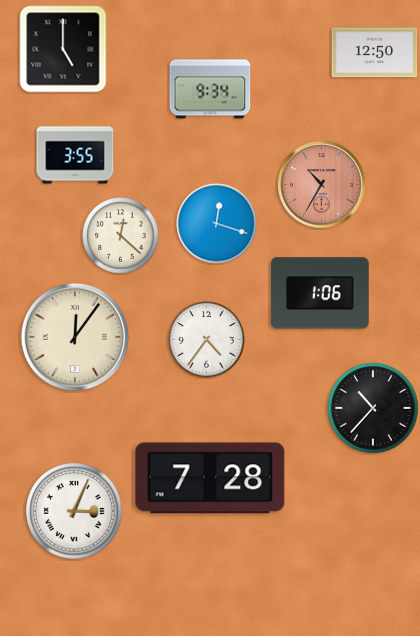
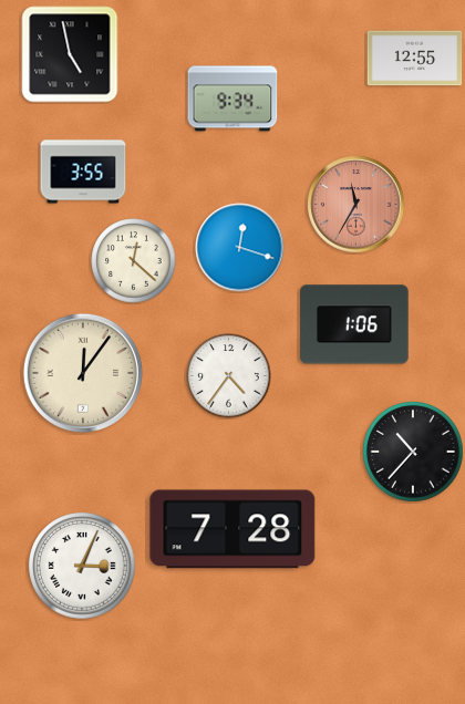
clock at (63, 49): 5:00 -> 4:58
clock at (375, 53): 12:50 -> 12:55
clock at (322, 185): 10:35 -> 11:35
